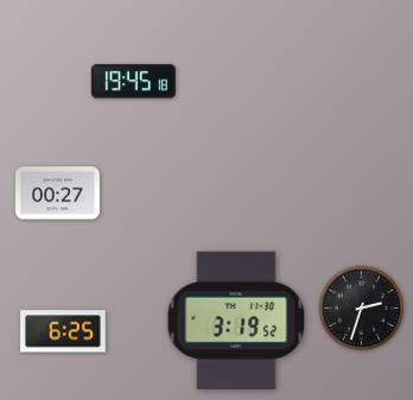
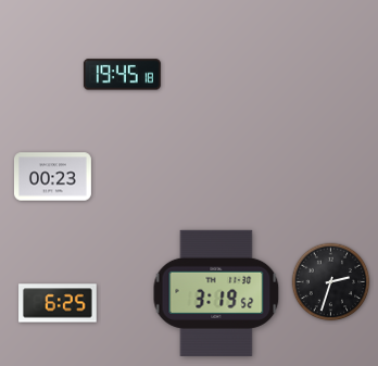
clock at (57, 193): 00:27 -> 00:23
